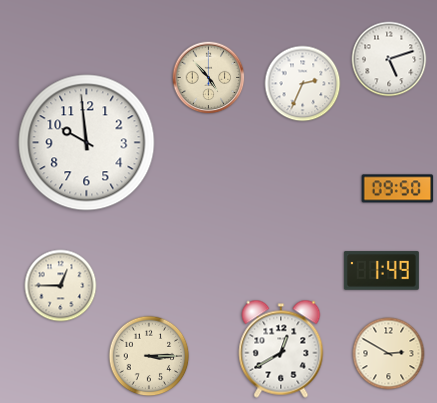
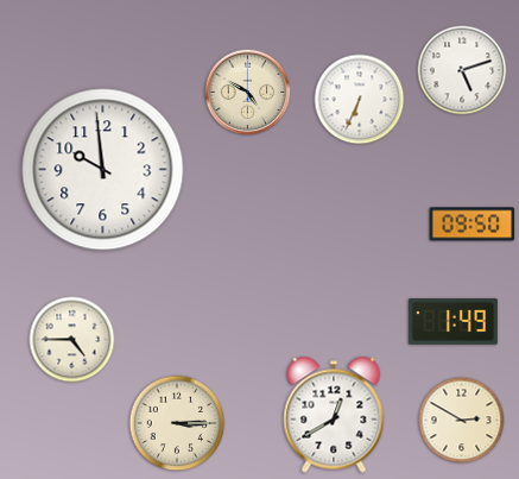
clock at (209, 78): 4:53 -> 4:50
clock at (303, 84): 2:34 -> 6:34
clock at (61, 286): 12:45 -> 4:45
